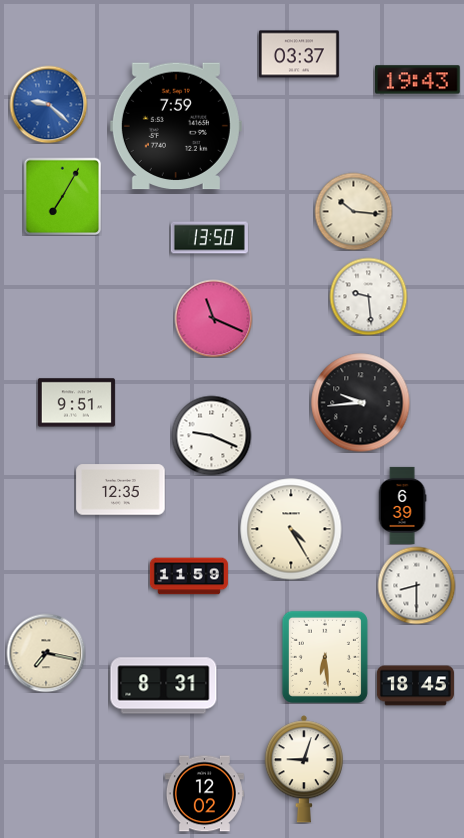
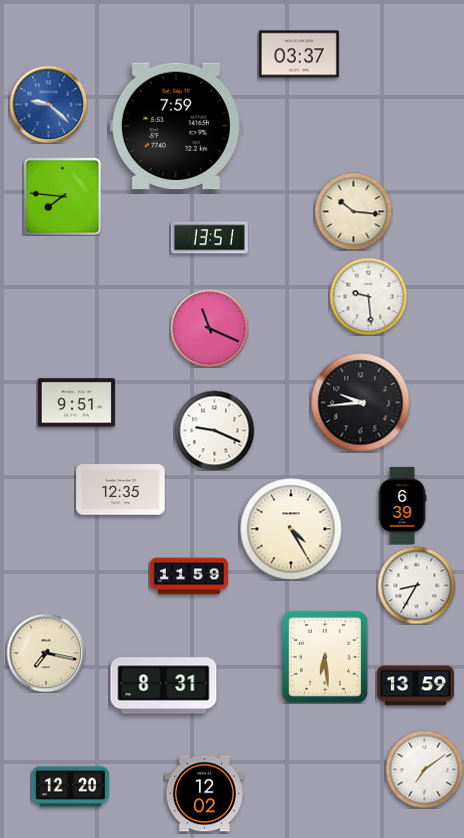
clock at (418, 80): 19:43 -> none
clock at (62, 196): 7:05 -> 7:46
clock at (209, 238): 13:50 -> 13:51
clock at (213, 318) position: (213, 318) -> (209, 328)
clock at (211, 435) position: (211, 435) -> (214, 430)
clock at (416, 585): 8:30 -> 8:35
clock at (415, 686): 18:45 -> 13:59
clock at (304, 769): 9:03 -> none
clock at (424, 769): none -> 7:09
clock at (70, 787): none -> 12:20
